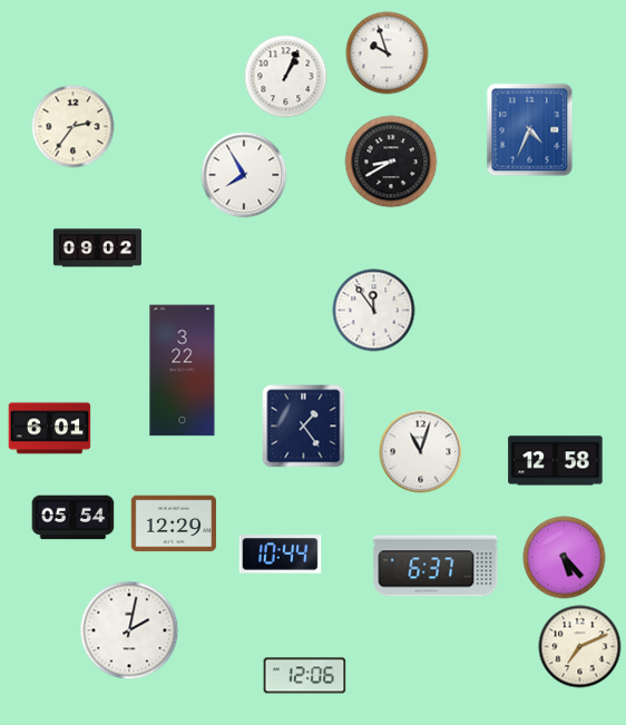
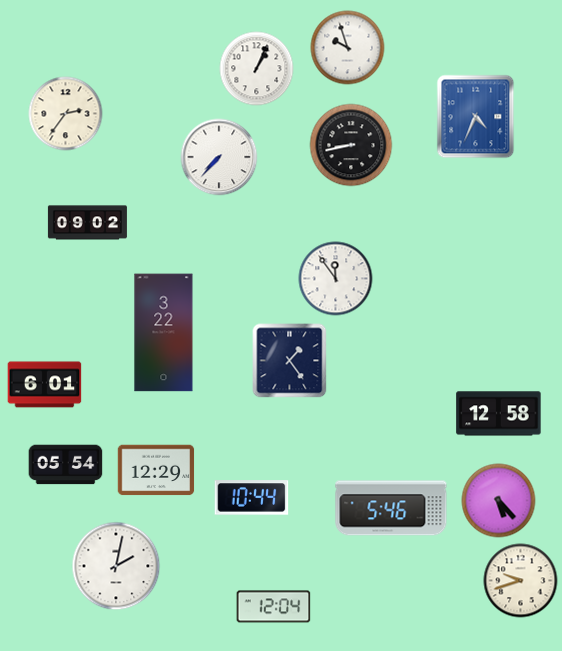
clock at (391, 161): 8:40 -> 8:43
clock at (244, 175): 7:55 -> 7:37
clock at (304, 427) position: (304, 427) -> (290, 361)
clock at (421, 452): 11:03 -> none
clock at (565, 558) position: (565, 558) -> (499, 501)
clock at (436, 566): 6:37 -> 5:46
clock at (580, 647): 7:11 -> 9:42
clock at (305, 676): 12:06 -> 12:04
